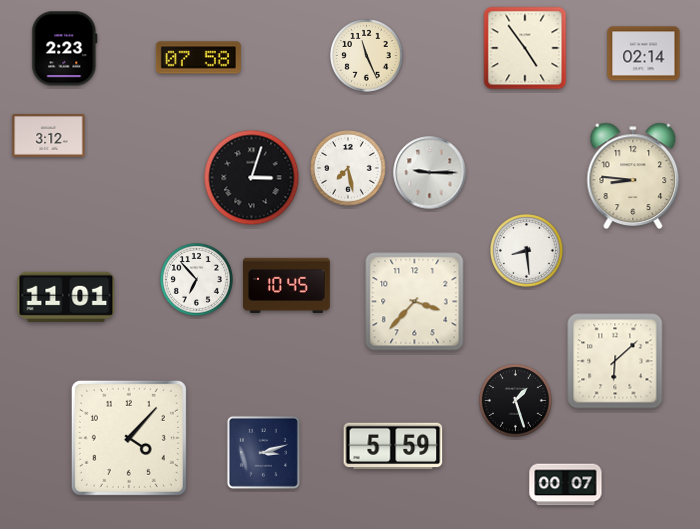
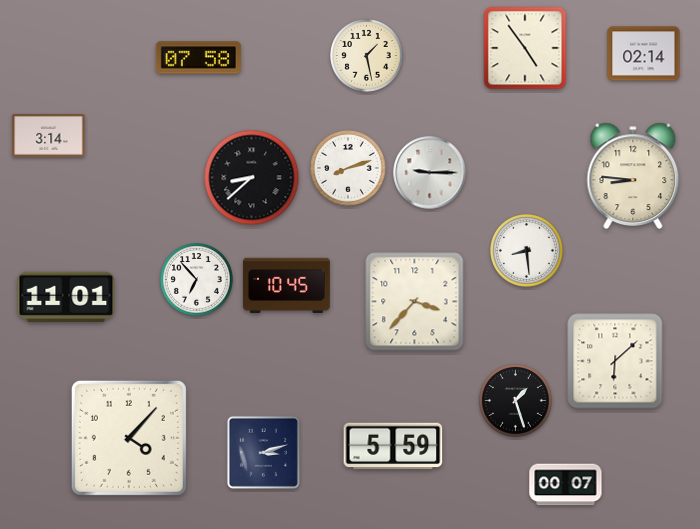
clock at (65, 49): 2:23 -> none
clock at (367, 56): 11:26 -> 1:28
clock at (49, 136): 3:12 -> 3:14
clock at (348, 168): 7:28 -> 8:12
clock at (252, 178): 3:03 -> 8:38
